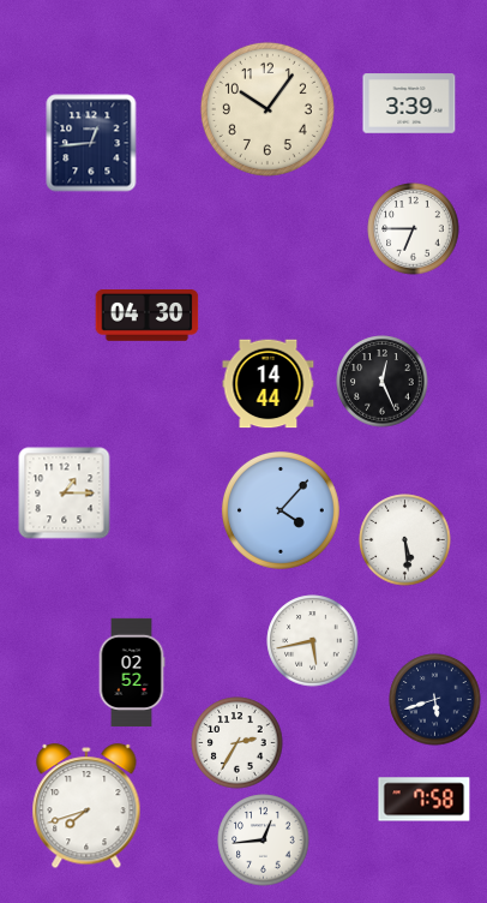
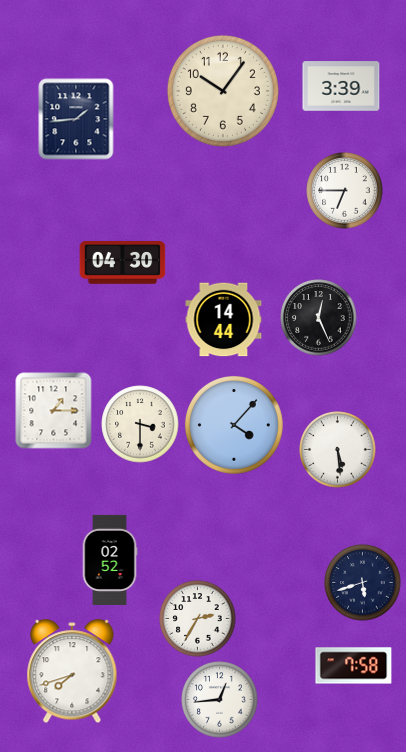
clock at (91, 143): 12:44 -> 1:44
clock at (140, 424): none -> 3:30
clock at (313, 641): 5:43 -> none
